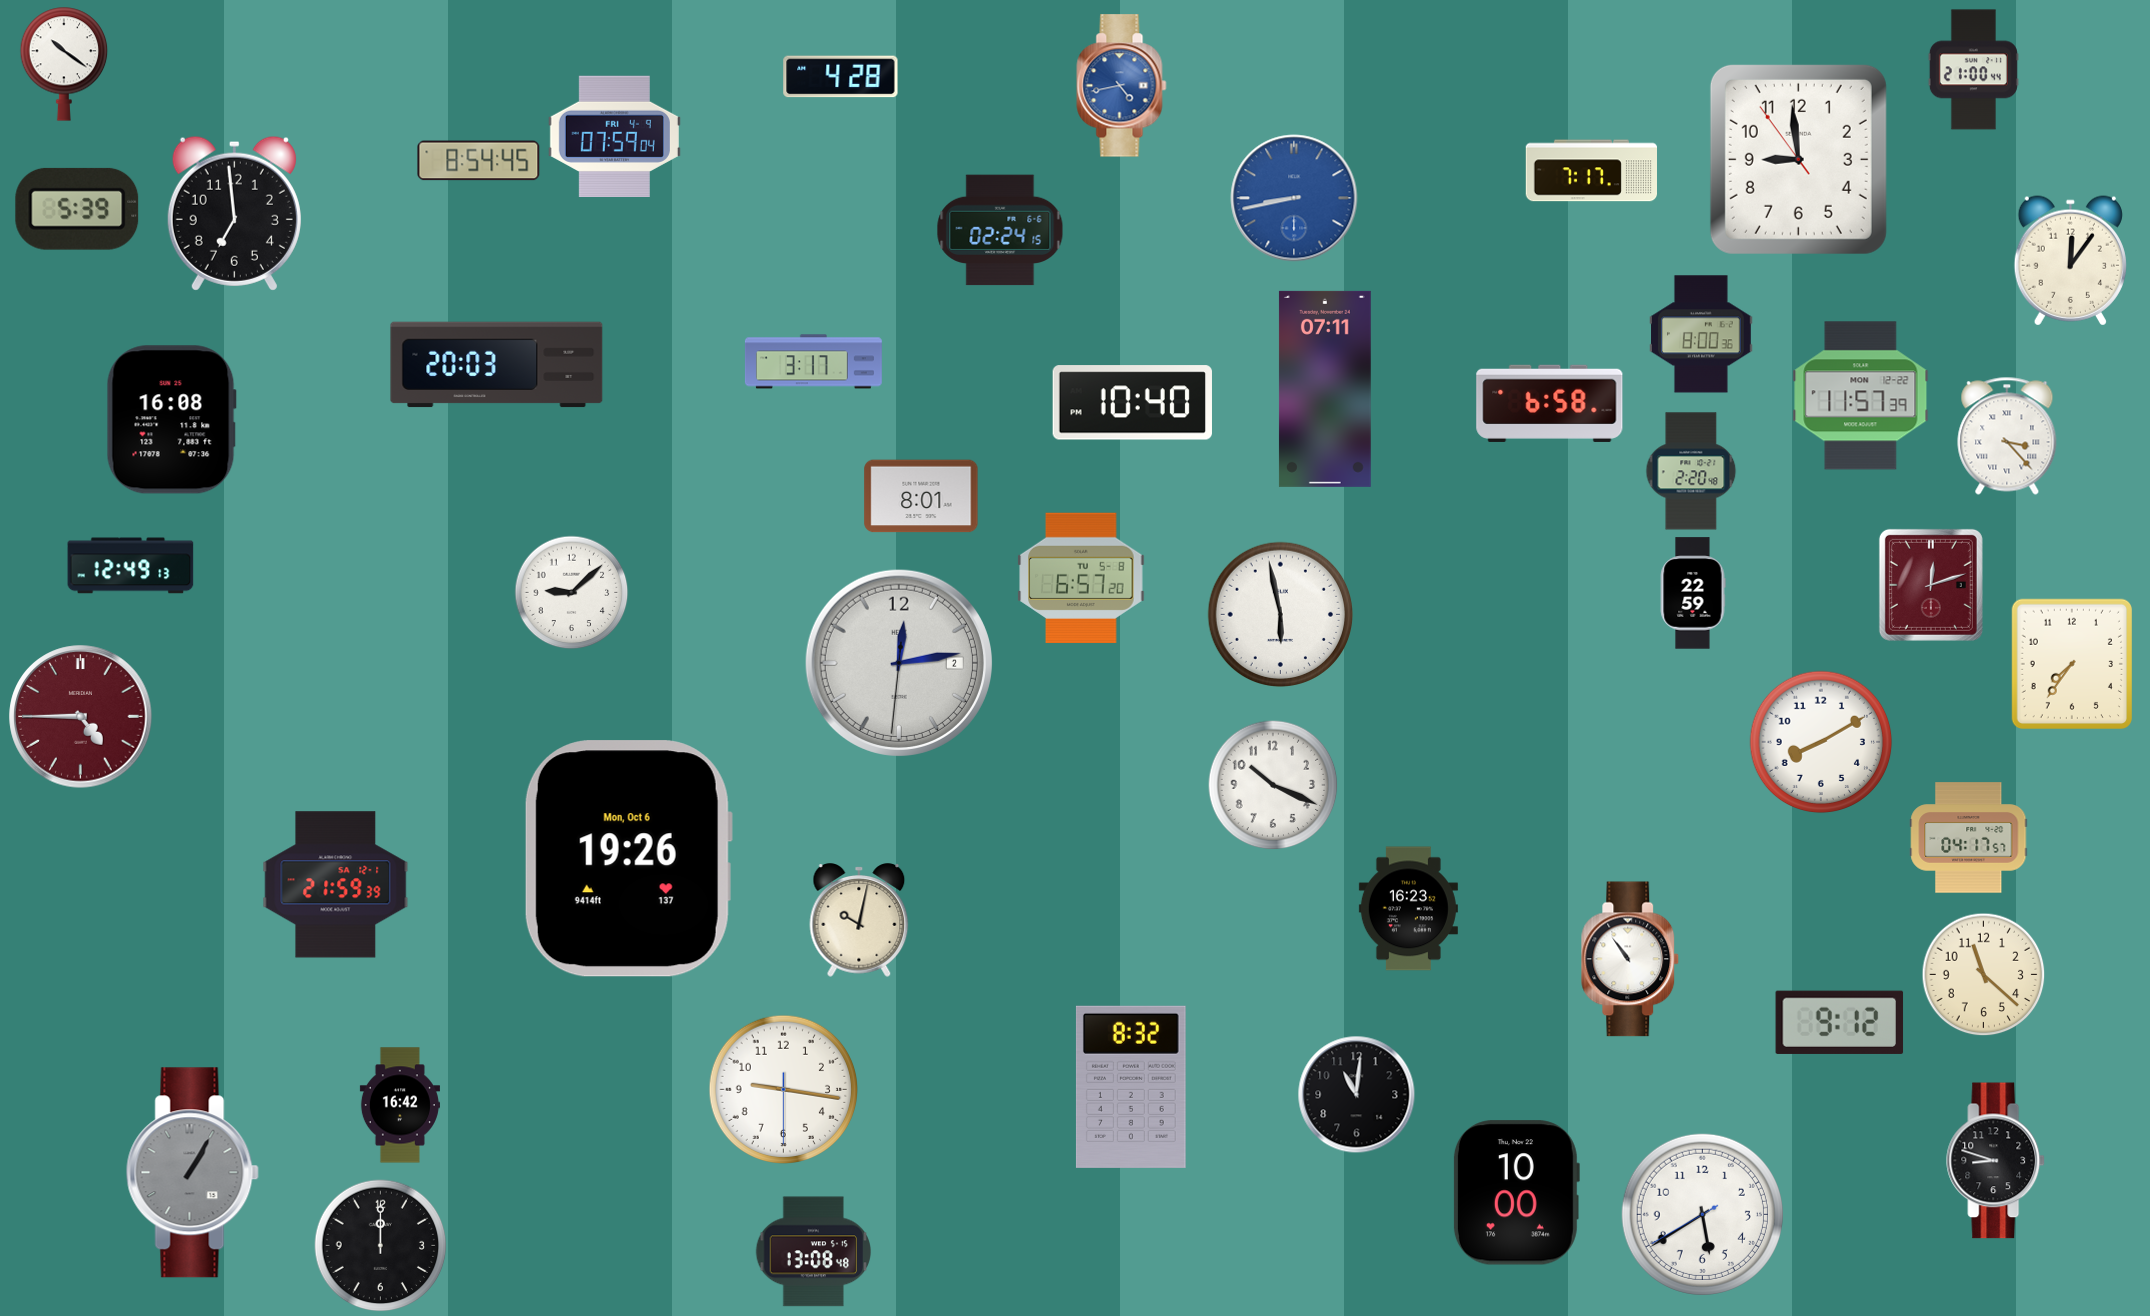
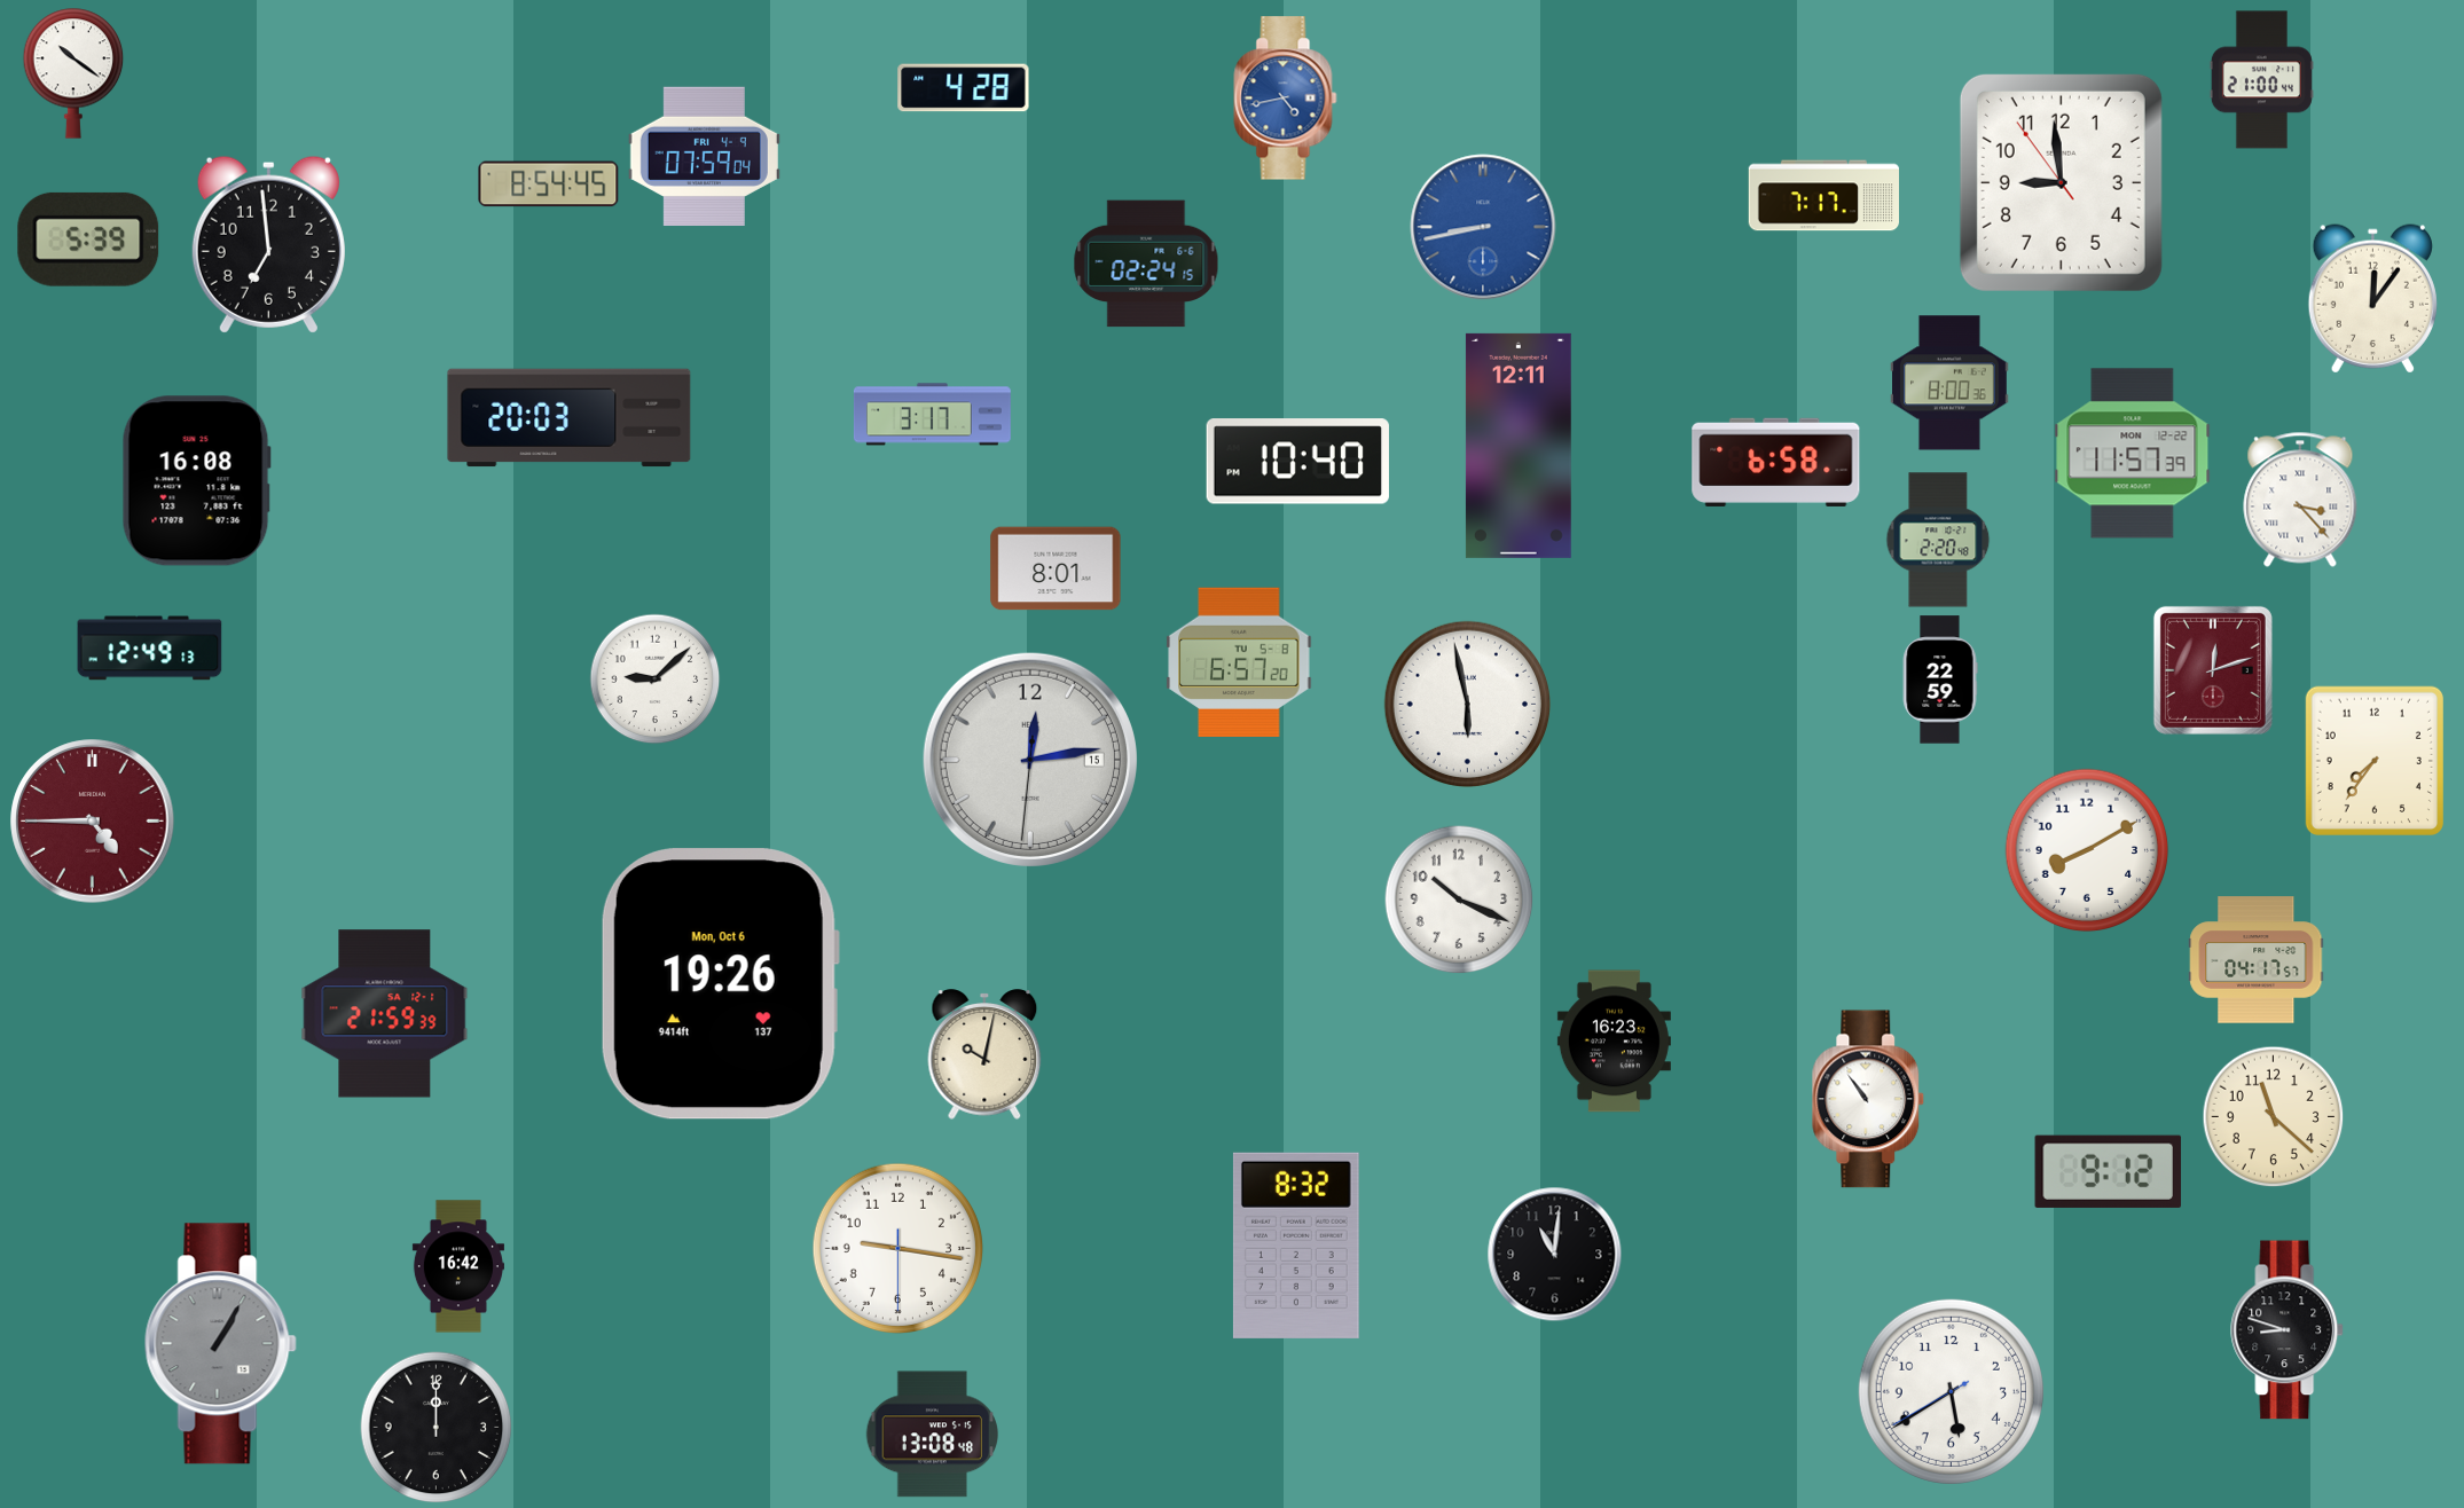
clock at (1325, 389): 07:11 -> 12:11
clock at (899, 663) date: 2 -> 15
clock at (1516, 1193): 10:00 -> none
